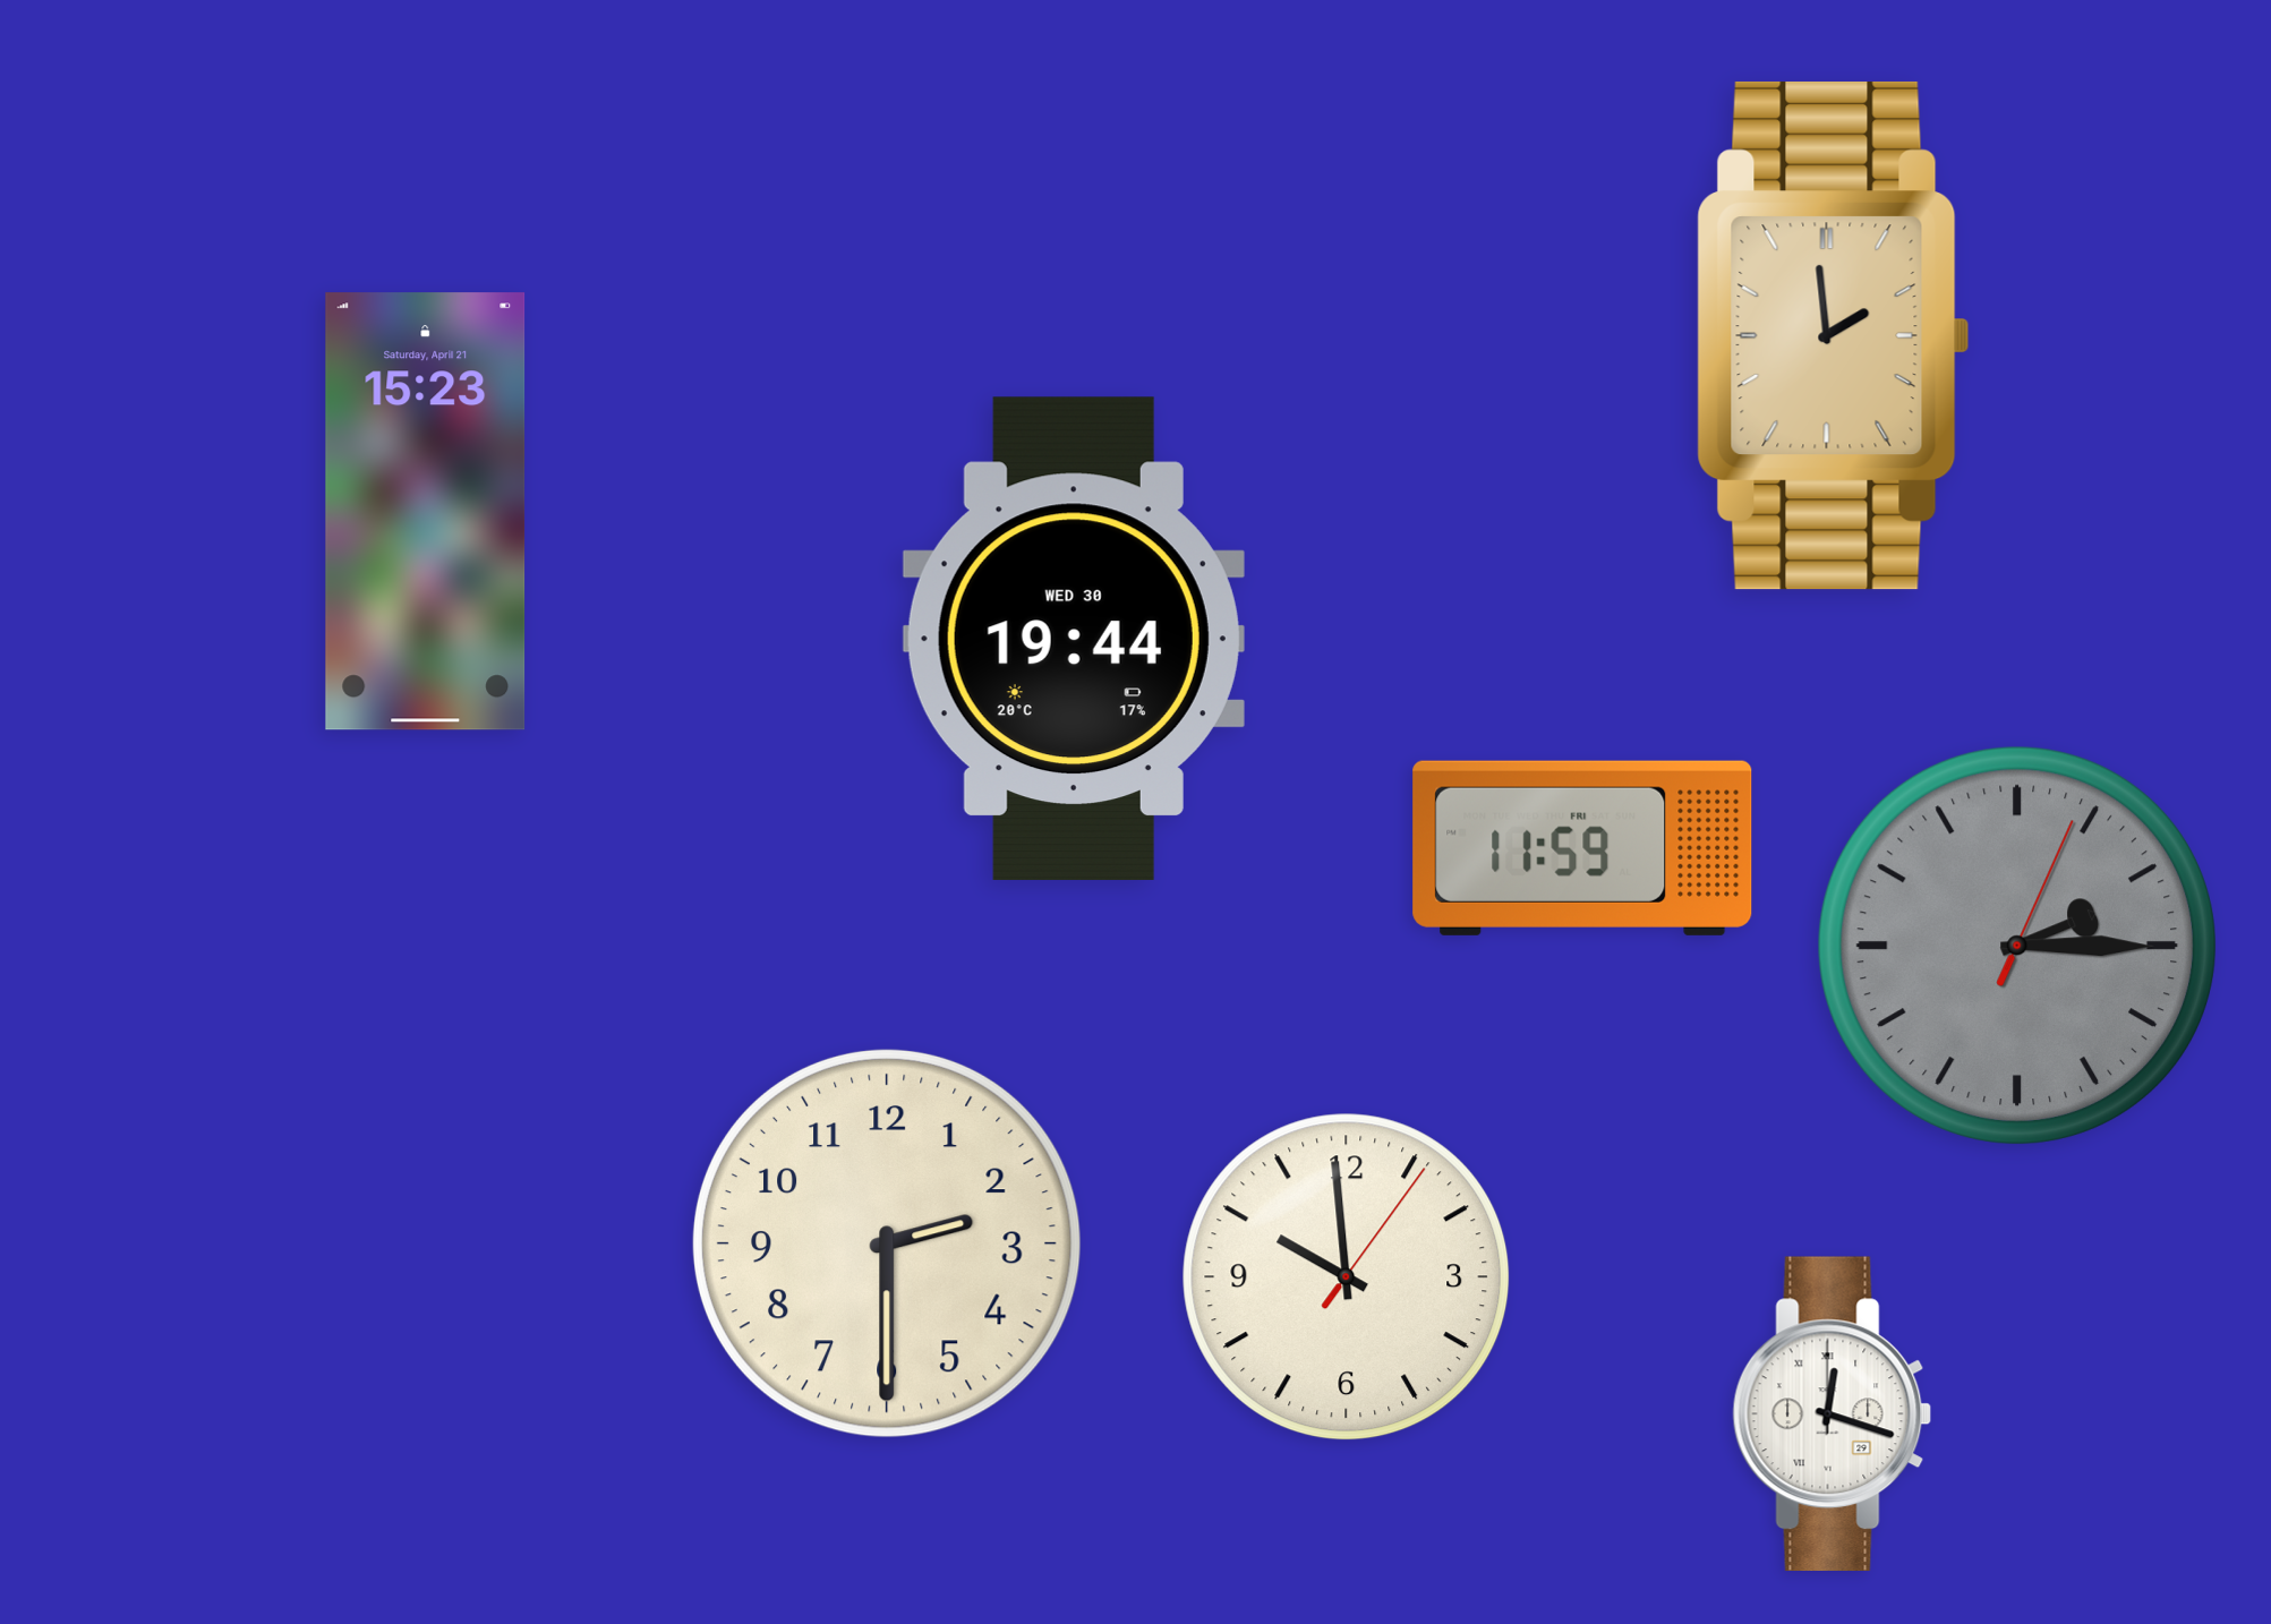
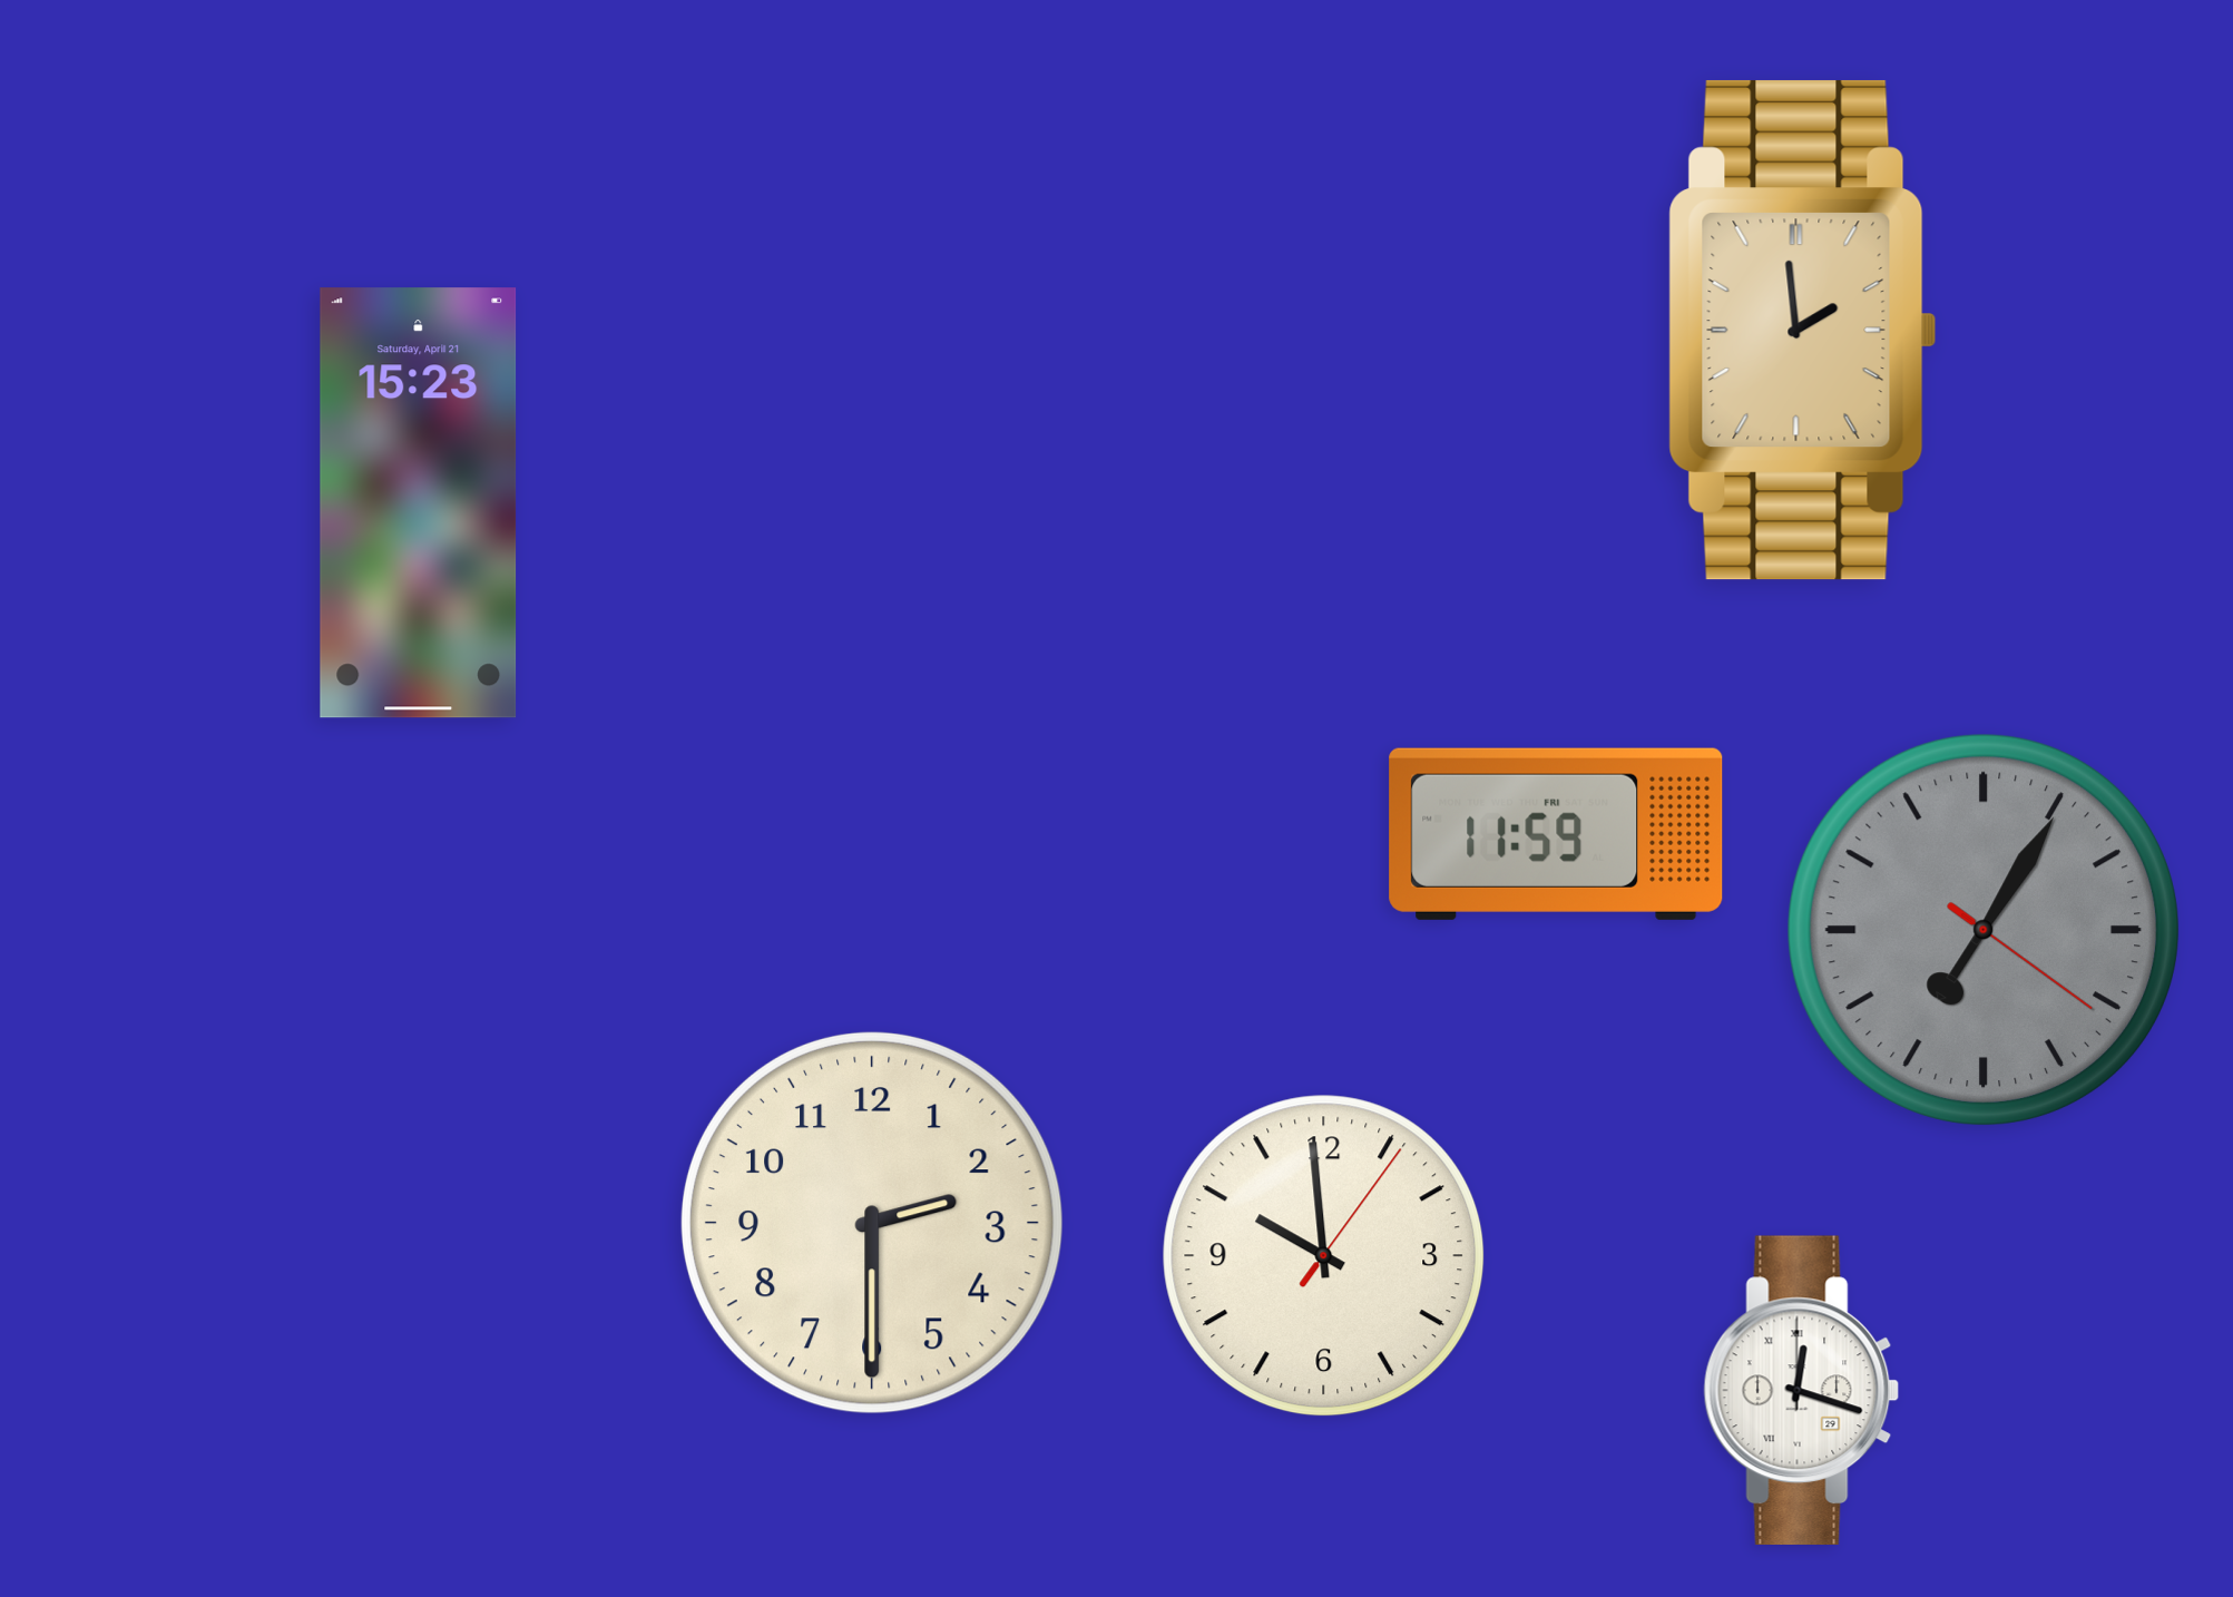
clock at (1074, 638): 19:44 -> none
clock at (2017, 946): 2:15 -> 7:05
